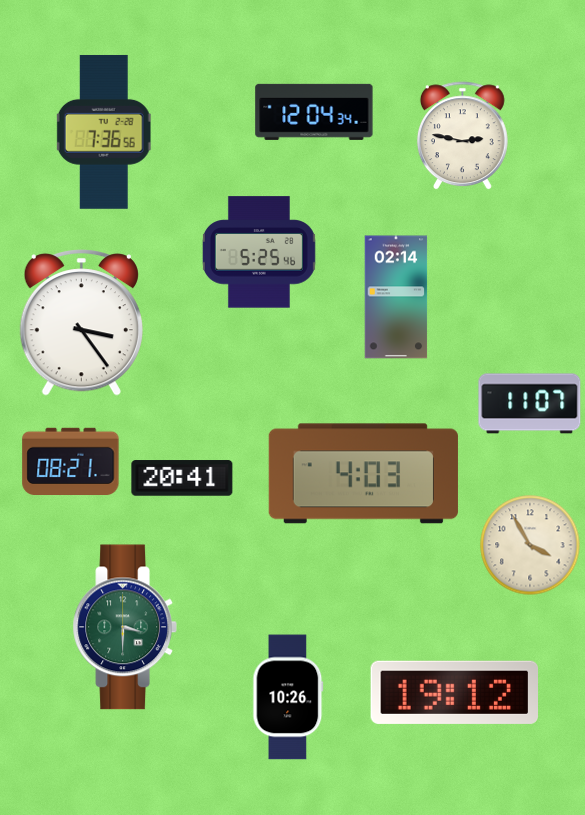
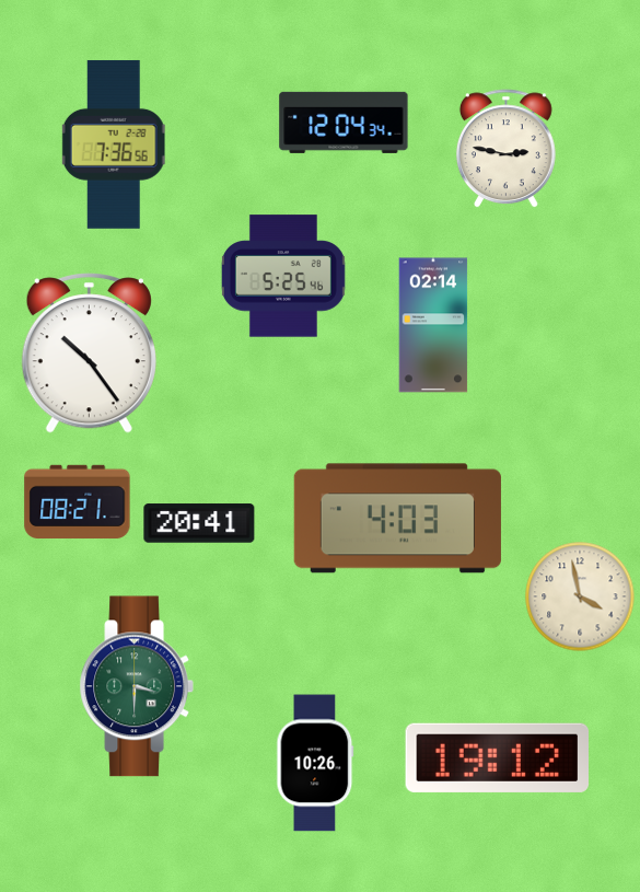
clock at (81, 323): 3:24 -> 10:24
clock at (530, 404): 11:07 -> none
clock at (71, 461) position: (71, 461) -> (78, 501)
clock at (530, 545): 3:55 -> 3:58
